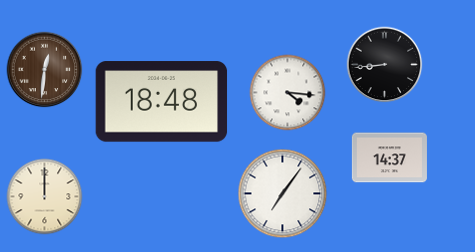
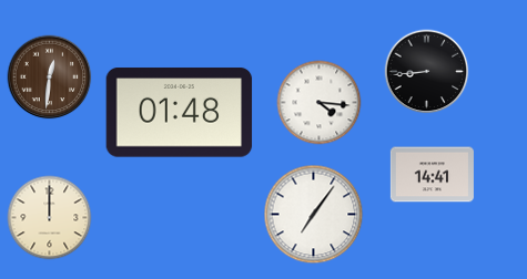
clock at (162, 102): 18:48 -> 01:48
clock at (389, 158): 14:37 -> 14:41
